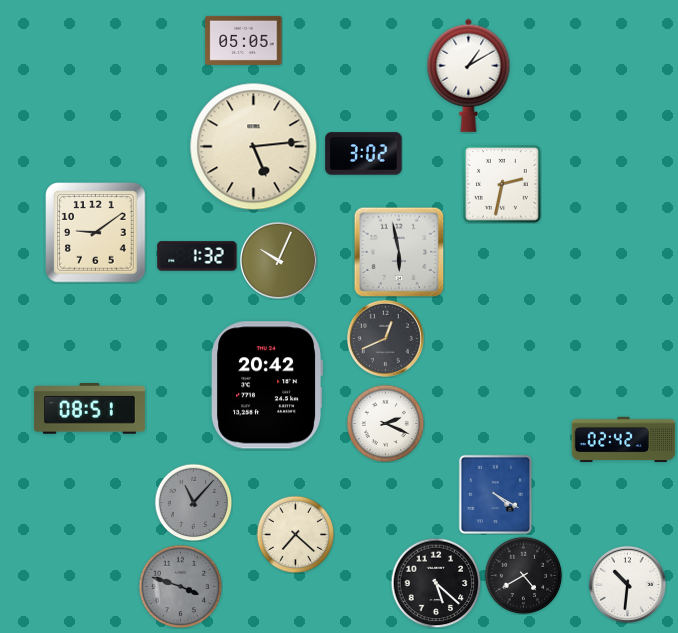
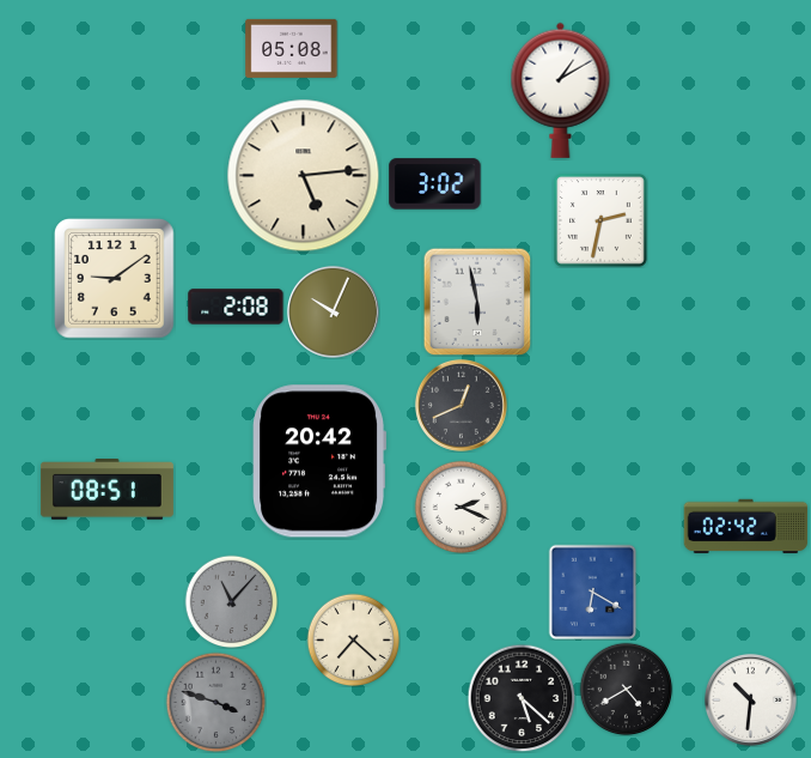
clock at (244, 40): 05:05 -> 05:08
clock at (197, 256): 1:32 -> 2:08
clock at (496, 494): 4:20 -> 6:20
